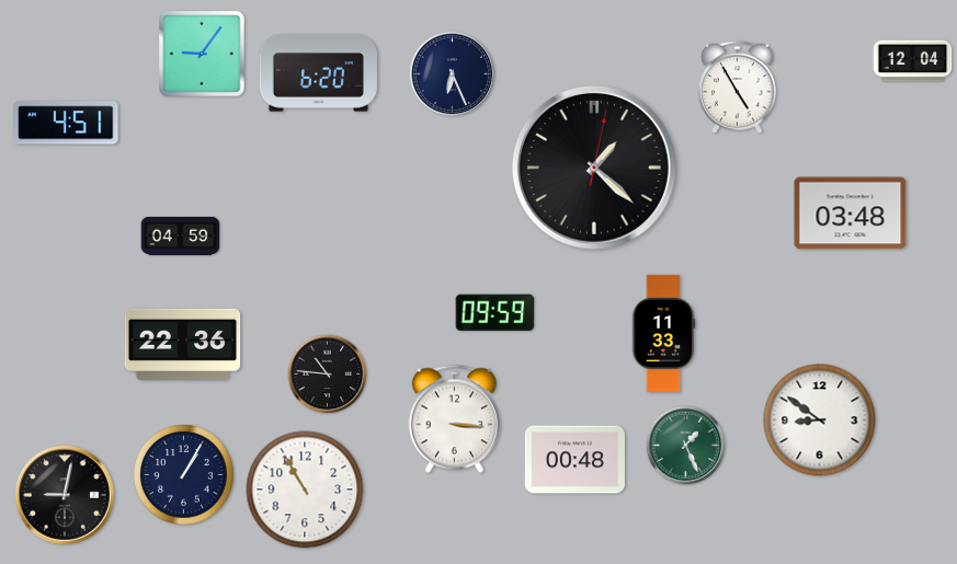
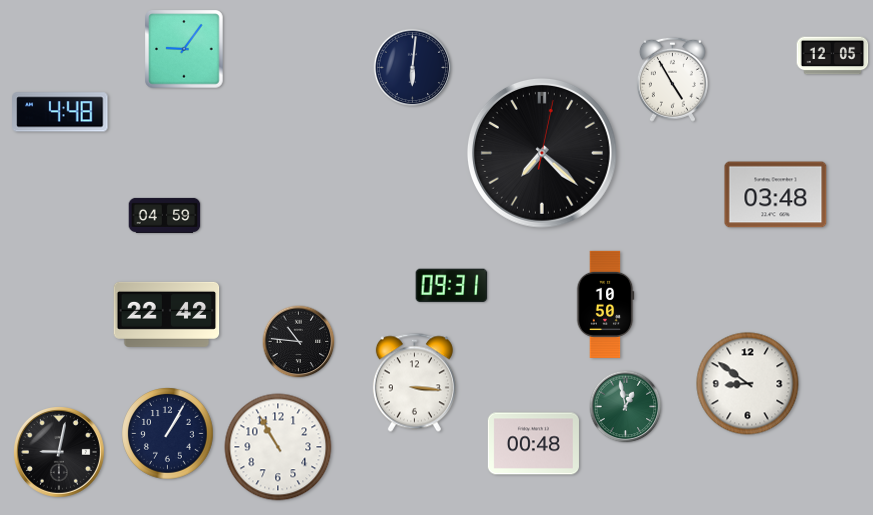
clock at (913, 61): 12:04 -> 12:05
clock at (318, 73): 6:20 -> none
clock at (453, 74): 6:26 -> 6:01
clock at (66, 123): 4:51 -> 4:48
clock at (594, 168): 1:22 -> 7:22
clock at (495, 313): 09:59 -> 09:31
clock at (663, 333): 11:33 -> 10:50
clock at (183, 344): 22:36 -> 22:42
clock at (686, 446): 1:26 -> 12:58
clock at (574, 460) position: (574, 460) -> (533, 444)
